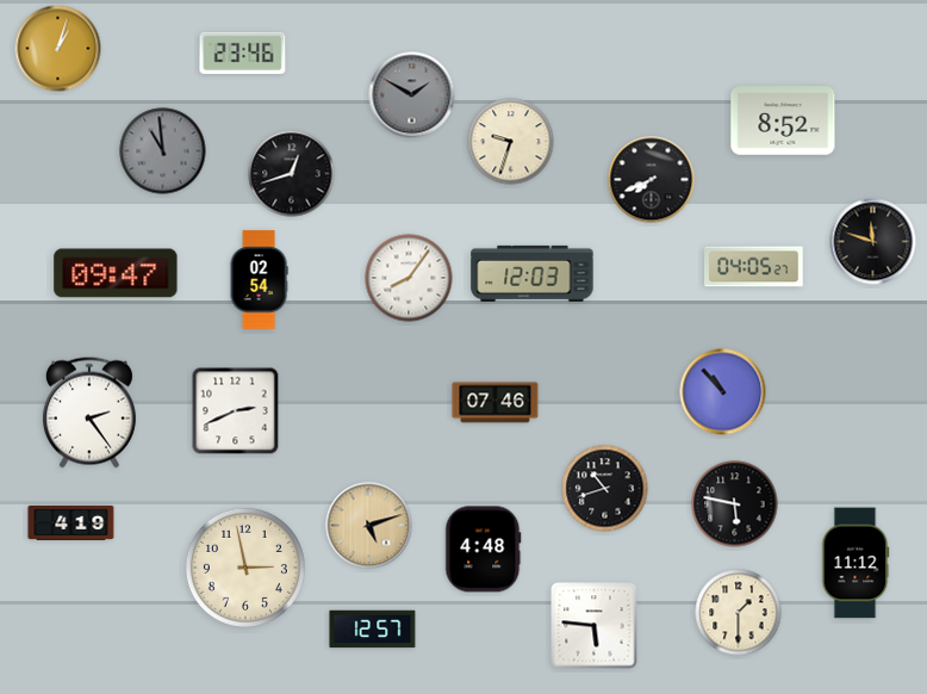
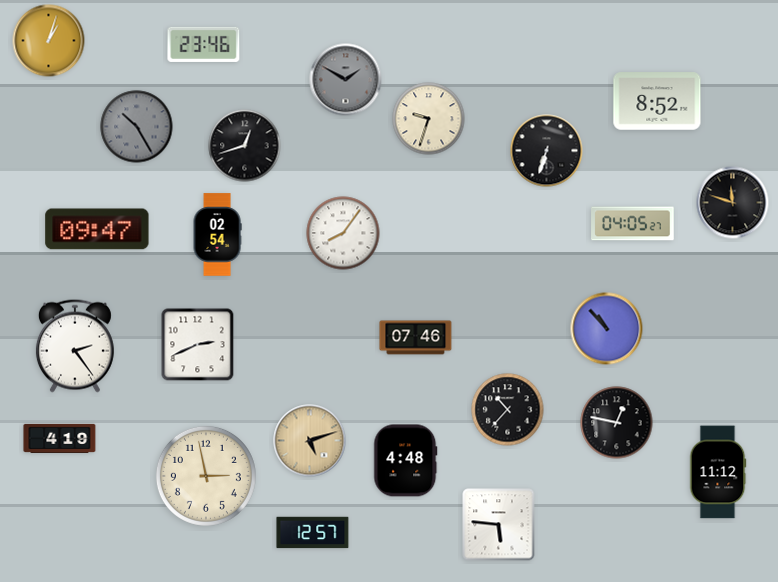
clock at (163, 151): 10:59 -> 10:25
clock at (652, 180): 7:41 -> 6:33
clock at (533, 273): 12:03 -> none
clock at (605, 489): 10:42 -> 10:37
clock at (735, 504): 5:47 -> 12:47
clock at (739, 613): 1:30 -> none
clock at (373, 630) position: (373, 630) -> (313, 533)
